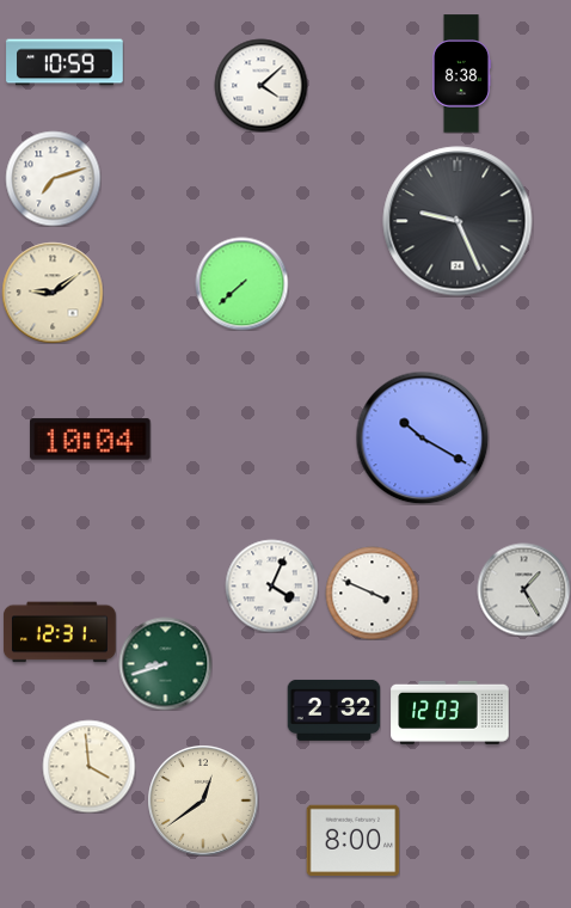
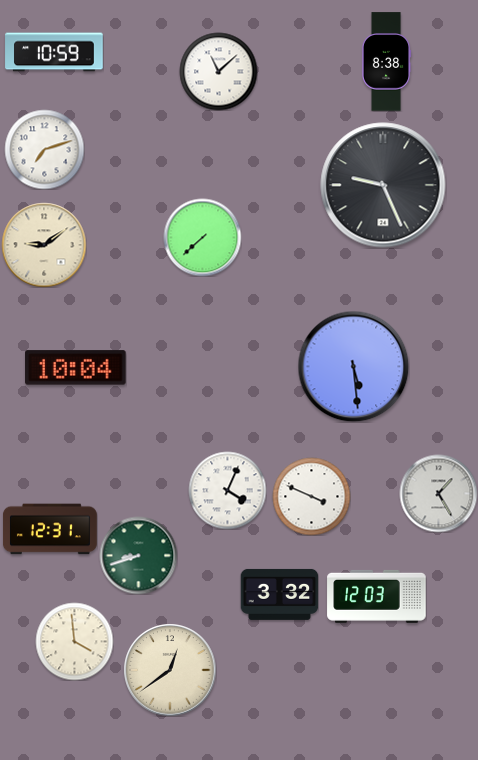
clock at (260, 85): 4:08 -> 11:08
clock at (422, 437): 10:20 -> 5:29
clock at (333, 710): 2:32 -> 3:32
clock at (352, 841): 8:00 -> none
